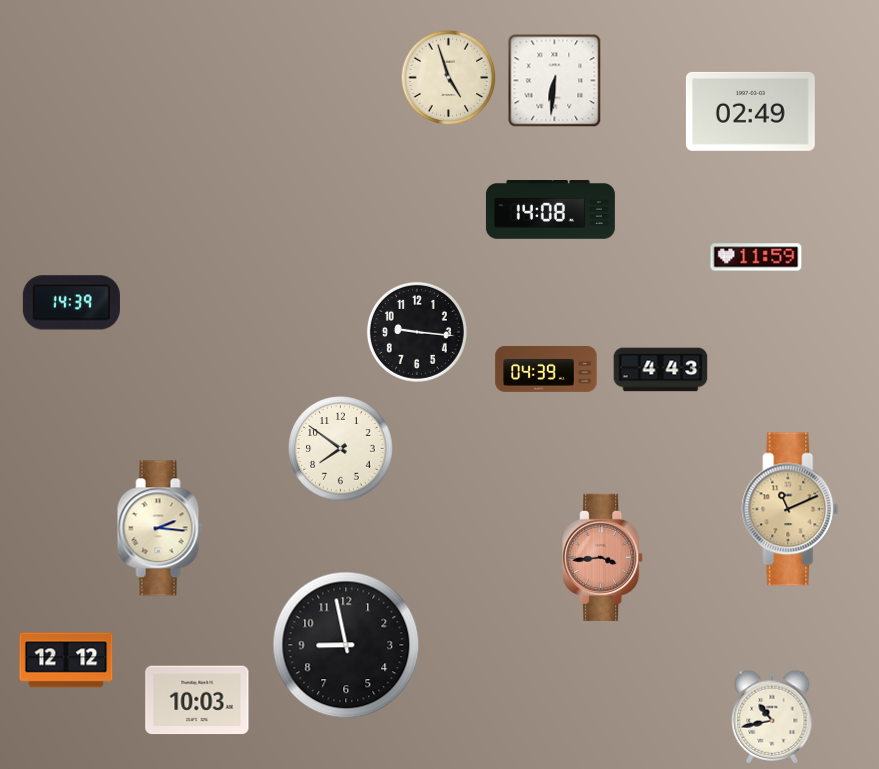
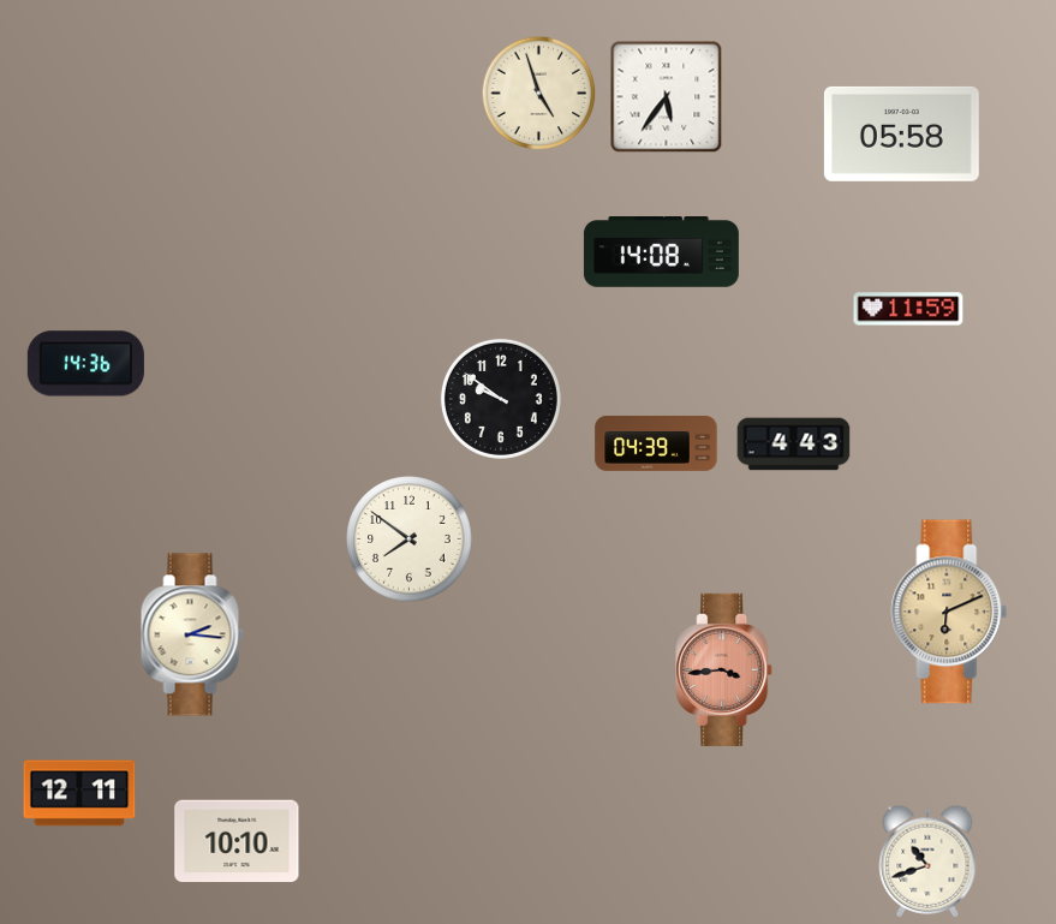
clock at (555, 81): 6:31 -> 5:36
clock at (750, 111): 02:49 -> 05:58
clock at (71, 303): 14:39 -> 14:36
clock at (417, 332): 9:16 -> 9:51
clock at (790, 509): 11:11 -> 6:11
clock at (346, 645): 8:58 -> none
clock at (66, 660): 12:12 -> 12:11
clock at (197, 700): 10:03 -> 10:10
clock at (772, 717): 10:43 -> 10:42
